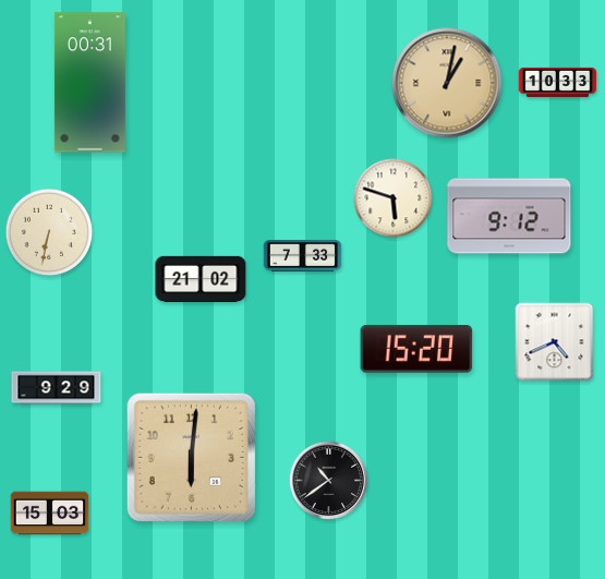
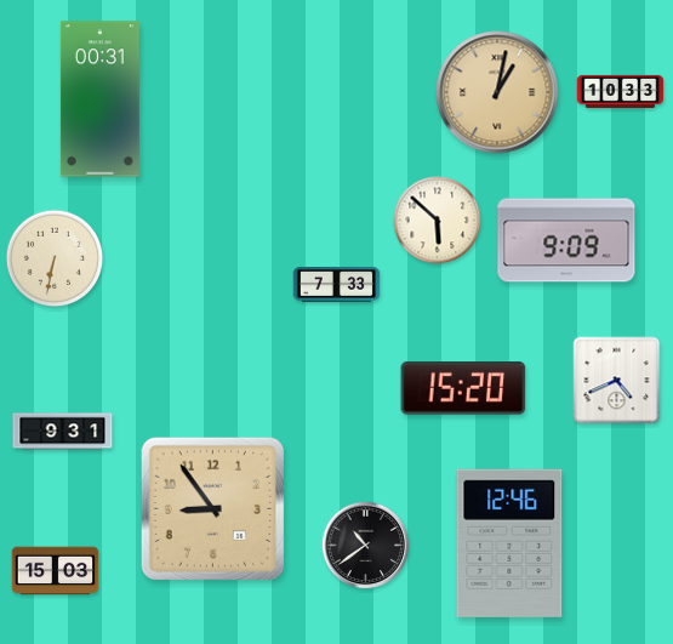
clock at (89, 83) position: (89, 83) -> (99, 99)
clock at (394, 198): 5:48 -> 5:52
clock at (509, 216): 9:12 -> 9:09
clock at (201, 278): 21:02 -> none
clock at (57, 388): 9:29 -> 9:31
clock at (191, 457): 6:01 -> 8:54
clock at (329, 481) position: (329, 481) -> (366, 546)
clock at (509, 543): none -> 12:46
